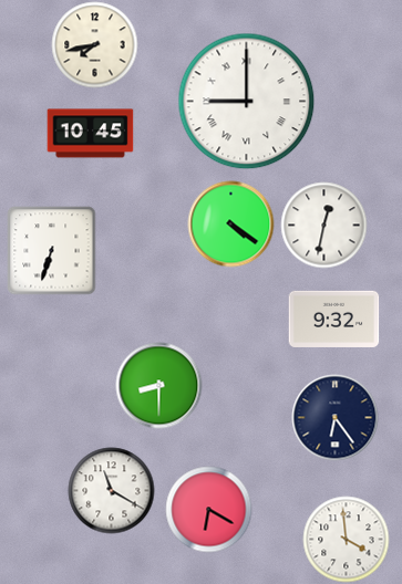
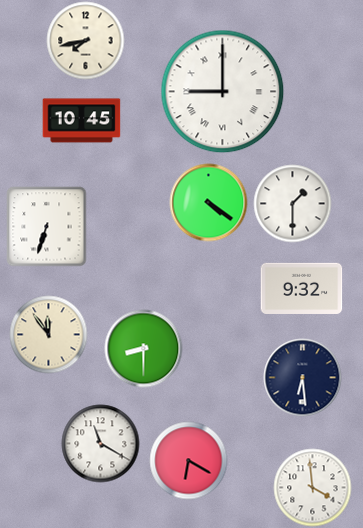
clock at (323, 225): 12:32 -> 1:30
clock at (48, 334): none -> 11:54
clock at (334, 417): 6:24 -> 6:29
